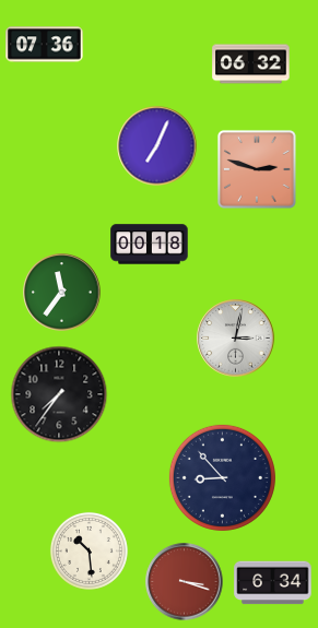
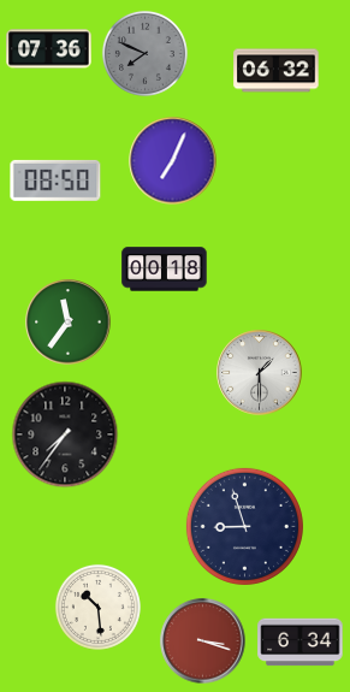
clock at (144, 53): none -> 7:49
clock at (55, 181): none -> 08:50
clock at (257, 169): 2:48 -> none
clock at (236, 339): 3:02 -> 1:30
clock at (222, 477): 8:53 -> 8:57
